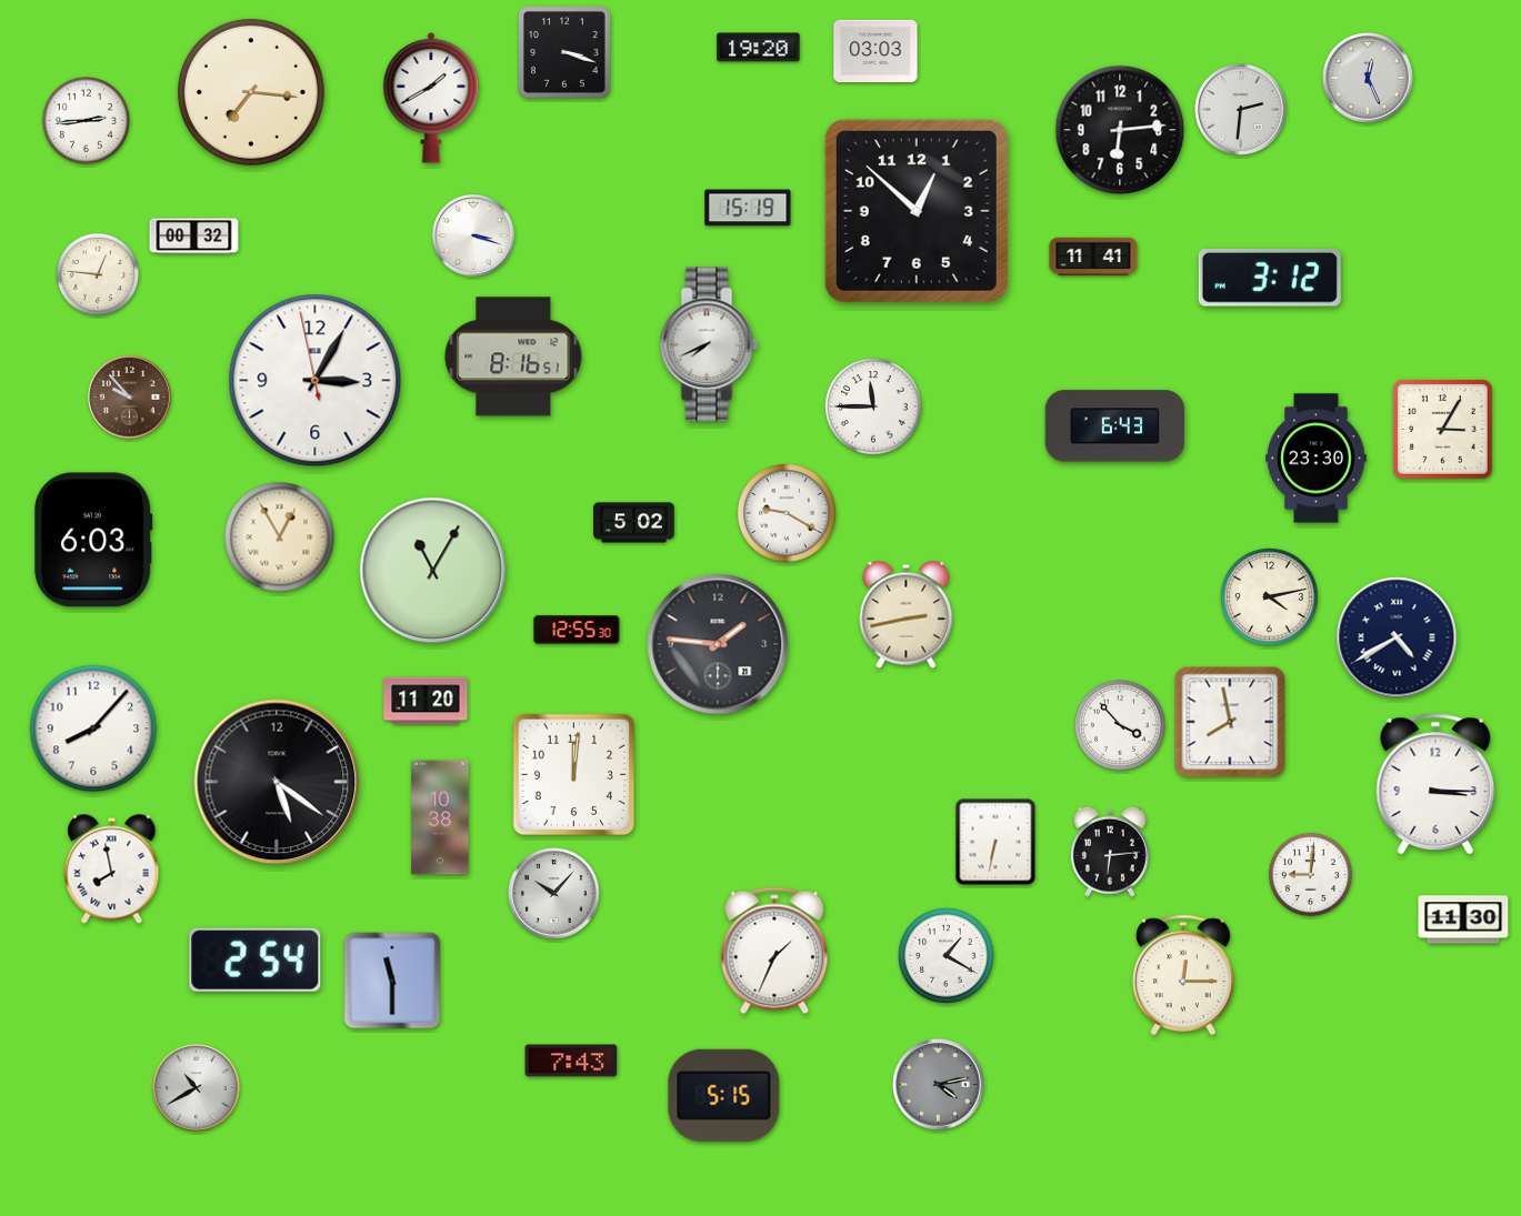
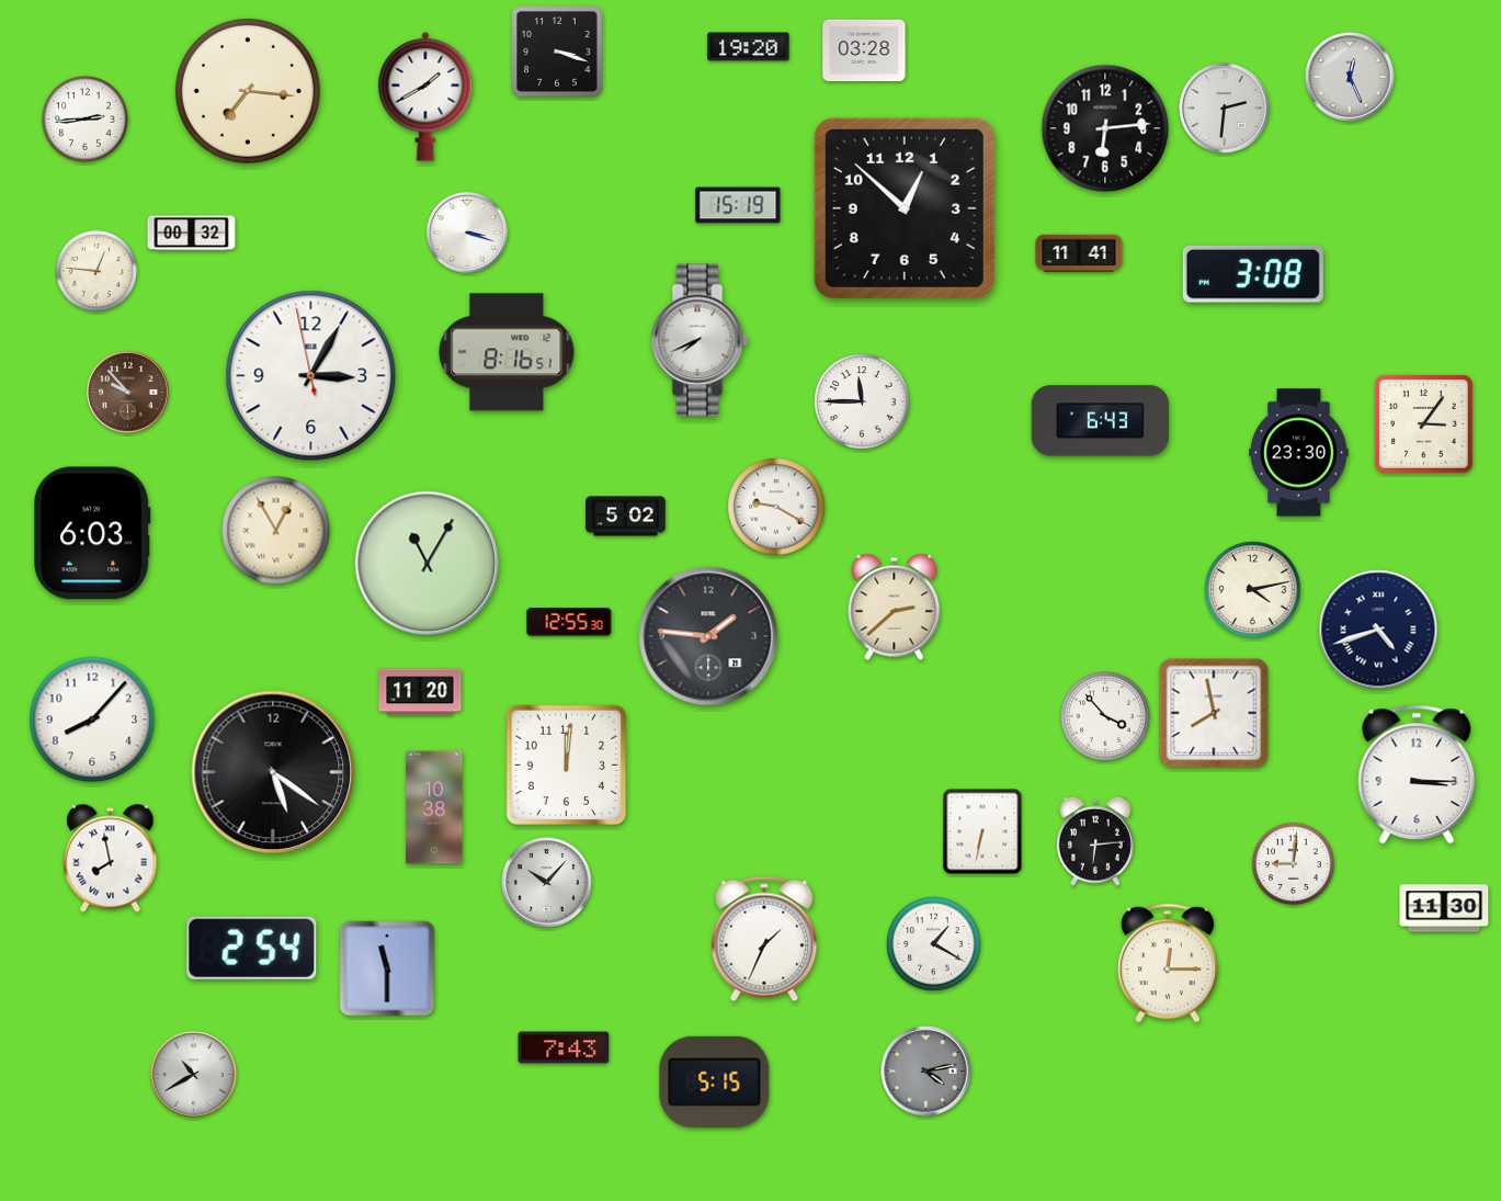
clock at (875, 51): 03:03 -> 03:28
clock at (1270, 278): 3:12 -> 3:08
clock at (1443, 430): 3:05 -> 3:06
clock at (907, 614): 2:43 -> 2:38
clock at (1397, 637): 4:40 -> 4:42
